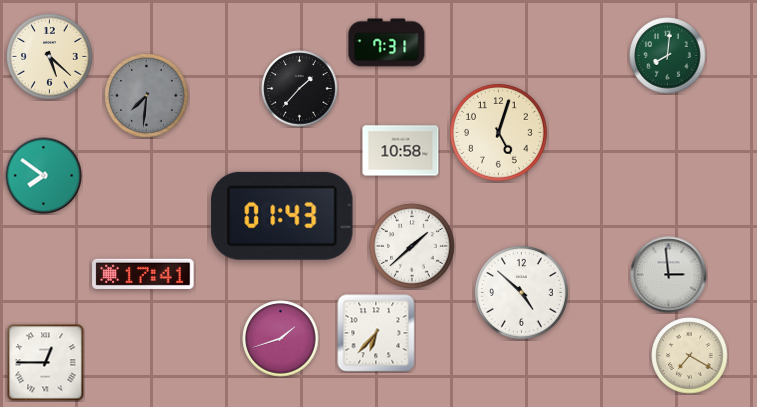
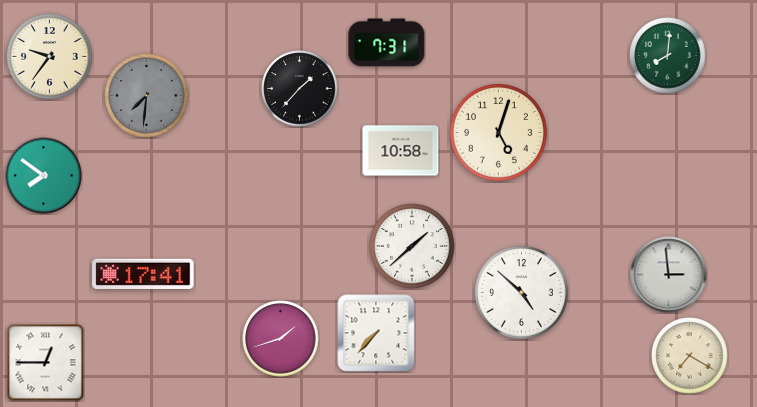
clock at (50, 57): 5:22 -> 9:36
clock at (282, 216): 01:43 -> none
clock at (376, 333): 6:37 -> 7:37
